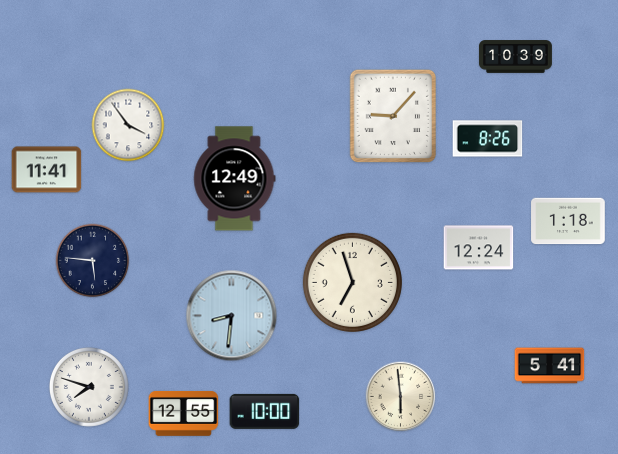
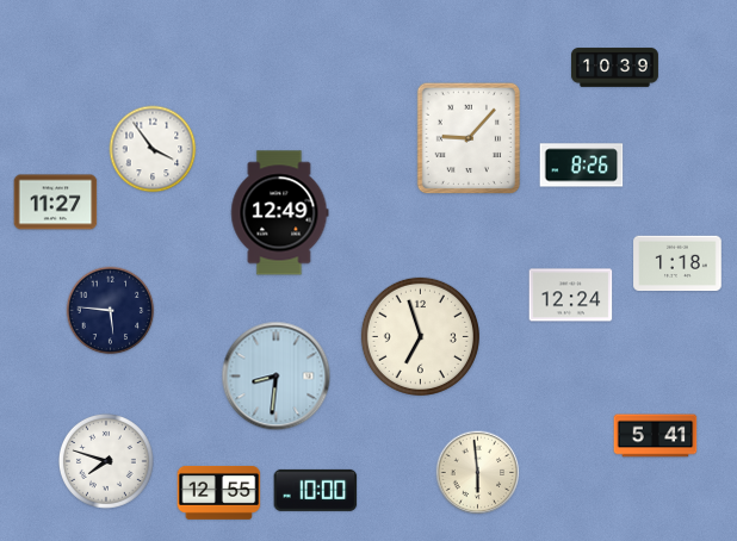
clock at (47, 170): 11:41 -> 11:27
